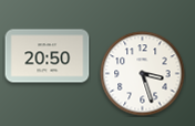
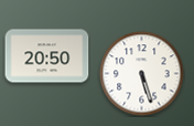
clock at (143, 74): 3:27 -> 5:27
